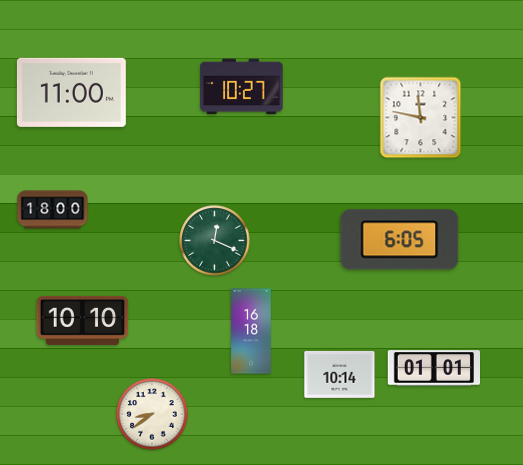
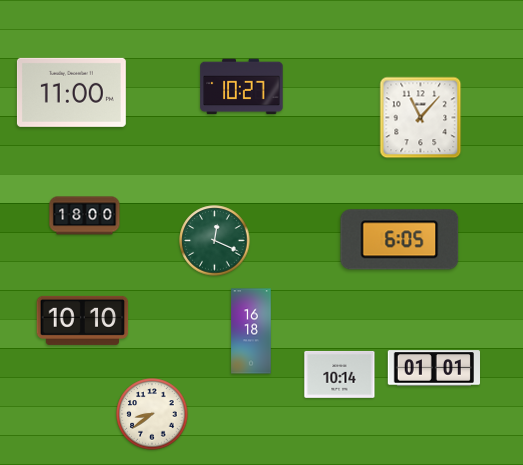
clock at (421, 118): 11:47 -> 11:07
clock at (53, 210) position: (53, 210) -> (85, 216)
